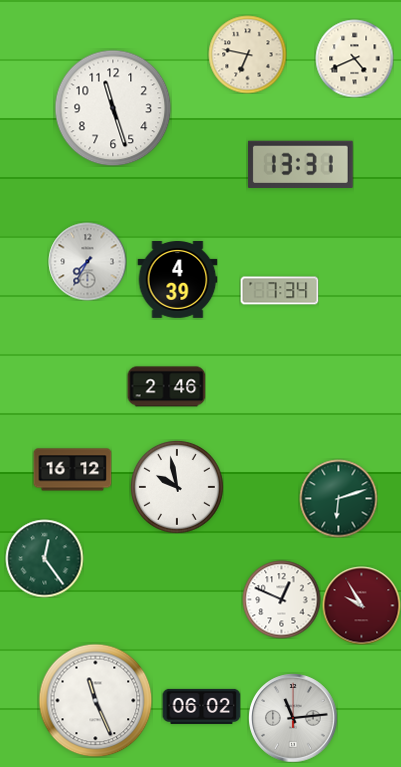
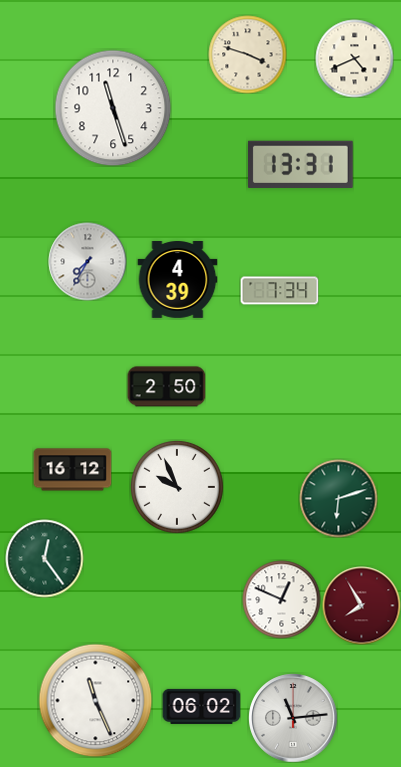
clock at (247, 54): 6:47 -> 3:48
clock at (166, 387): 2:46 -> 2:50
clock at (177, 487): 9:58 -> 9:56
clock at (361, 605): 9:55 -> 7:55
